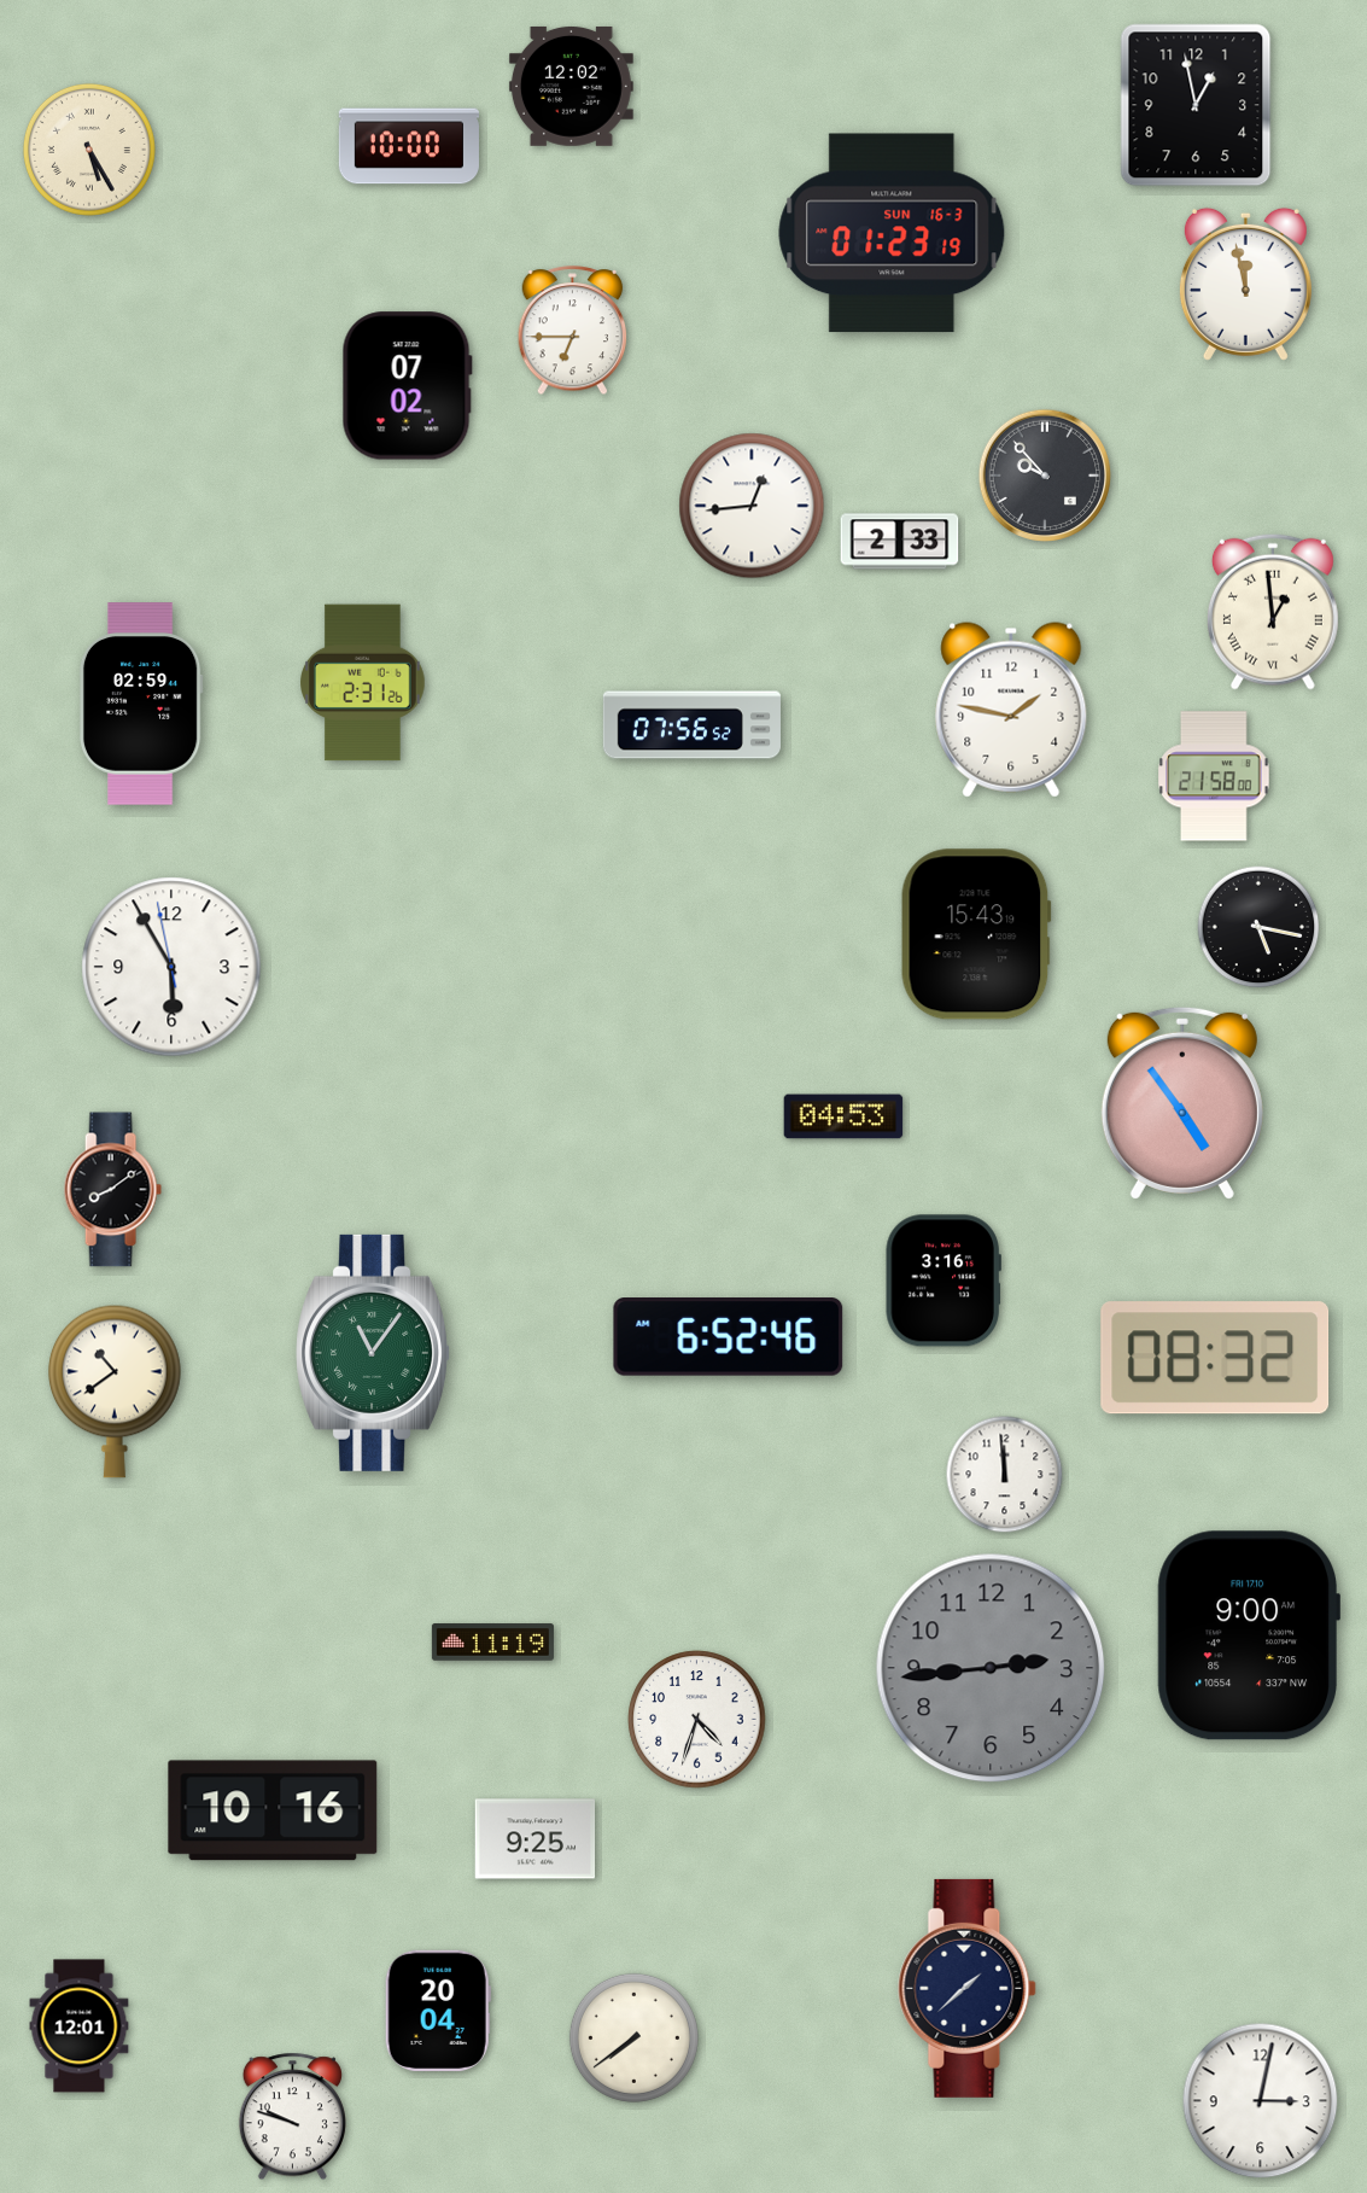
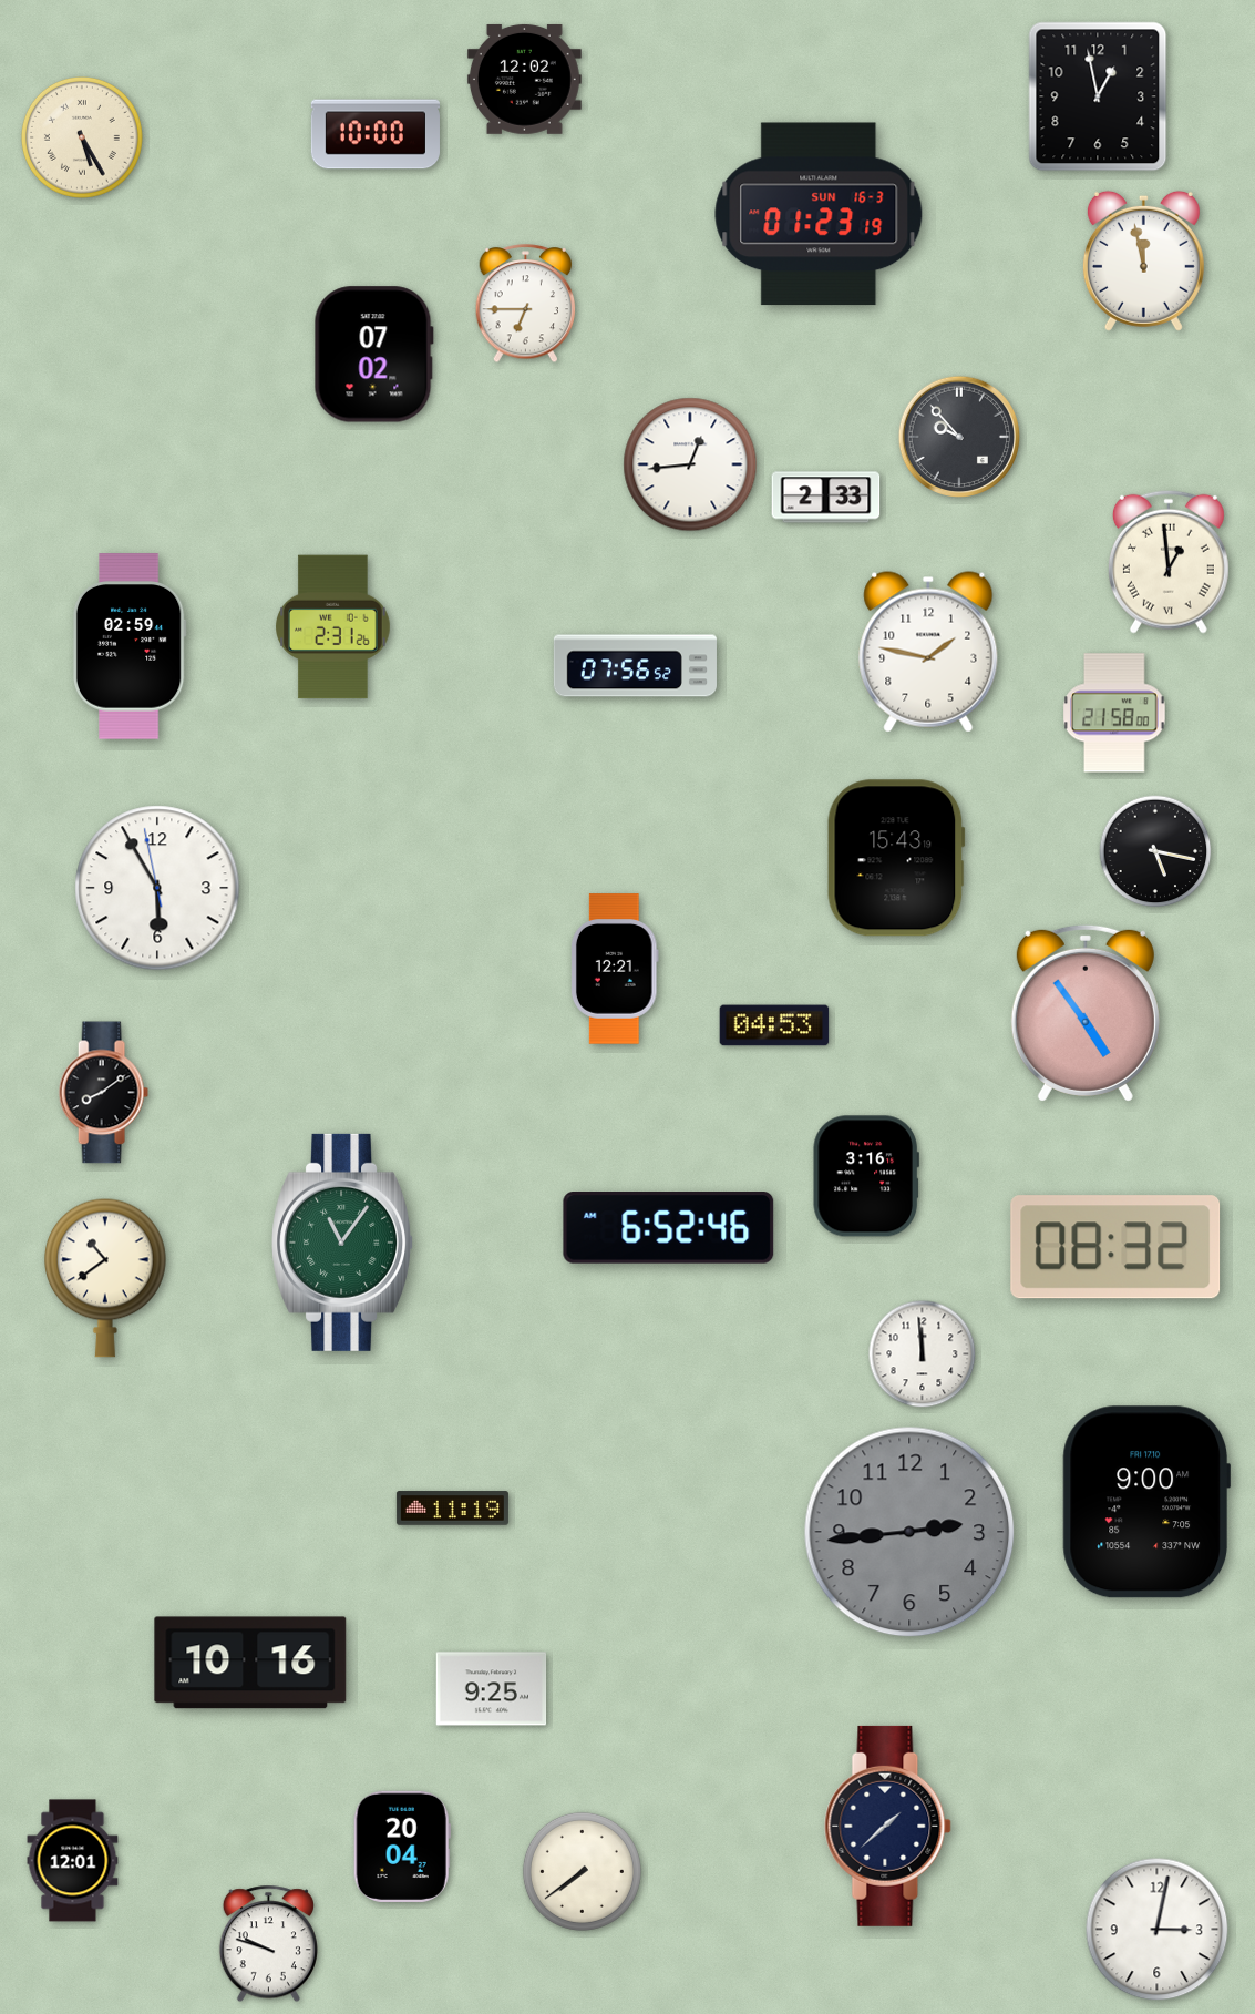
clock at (615, 969): none -> 12:21
clock at (697, 1720): 4:33 -> none
